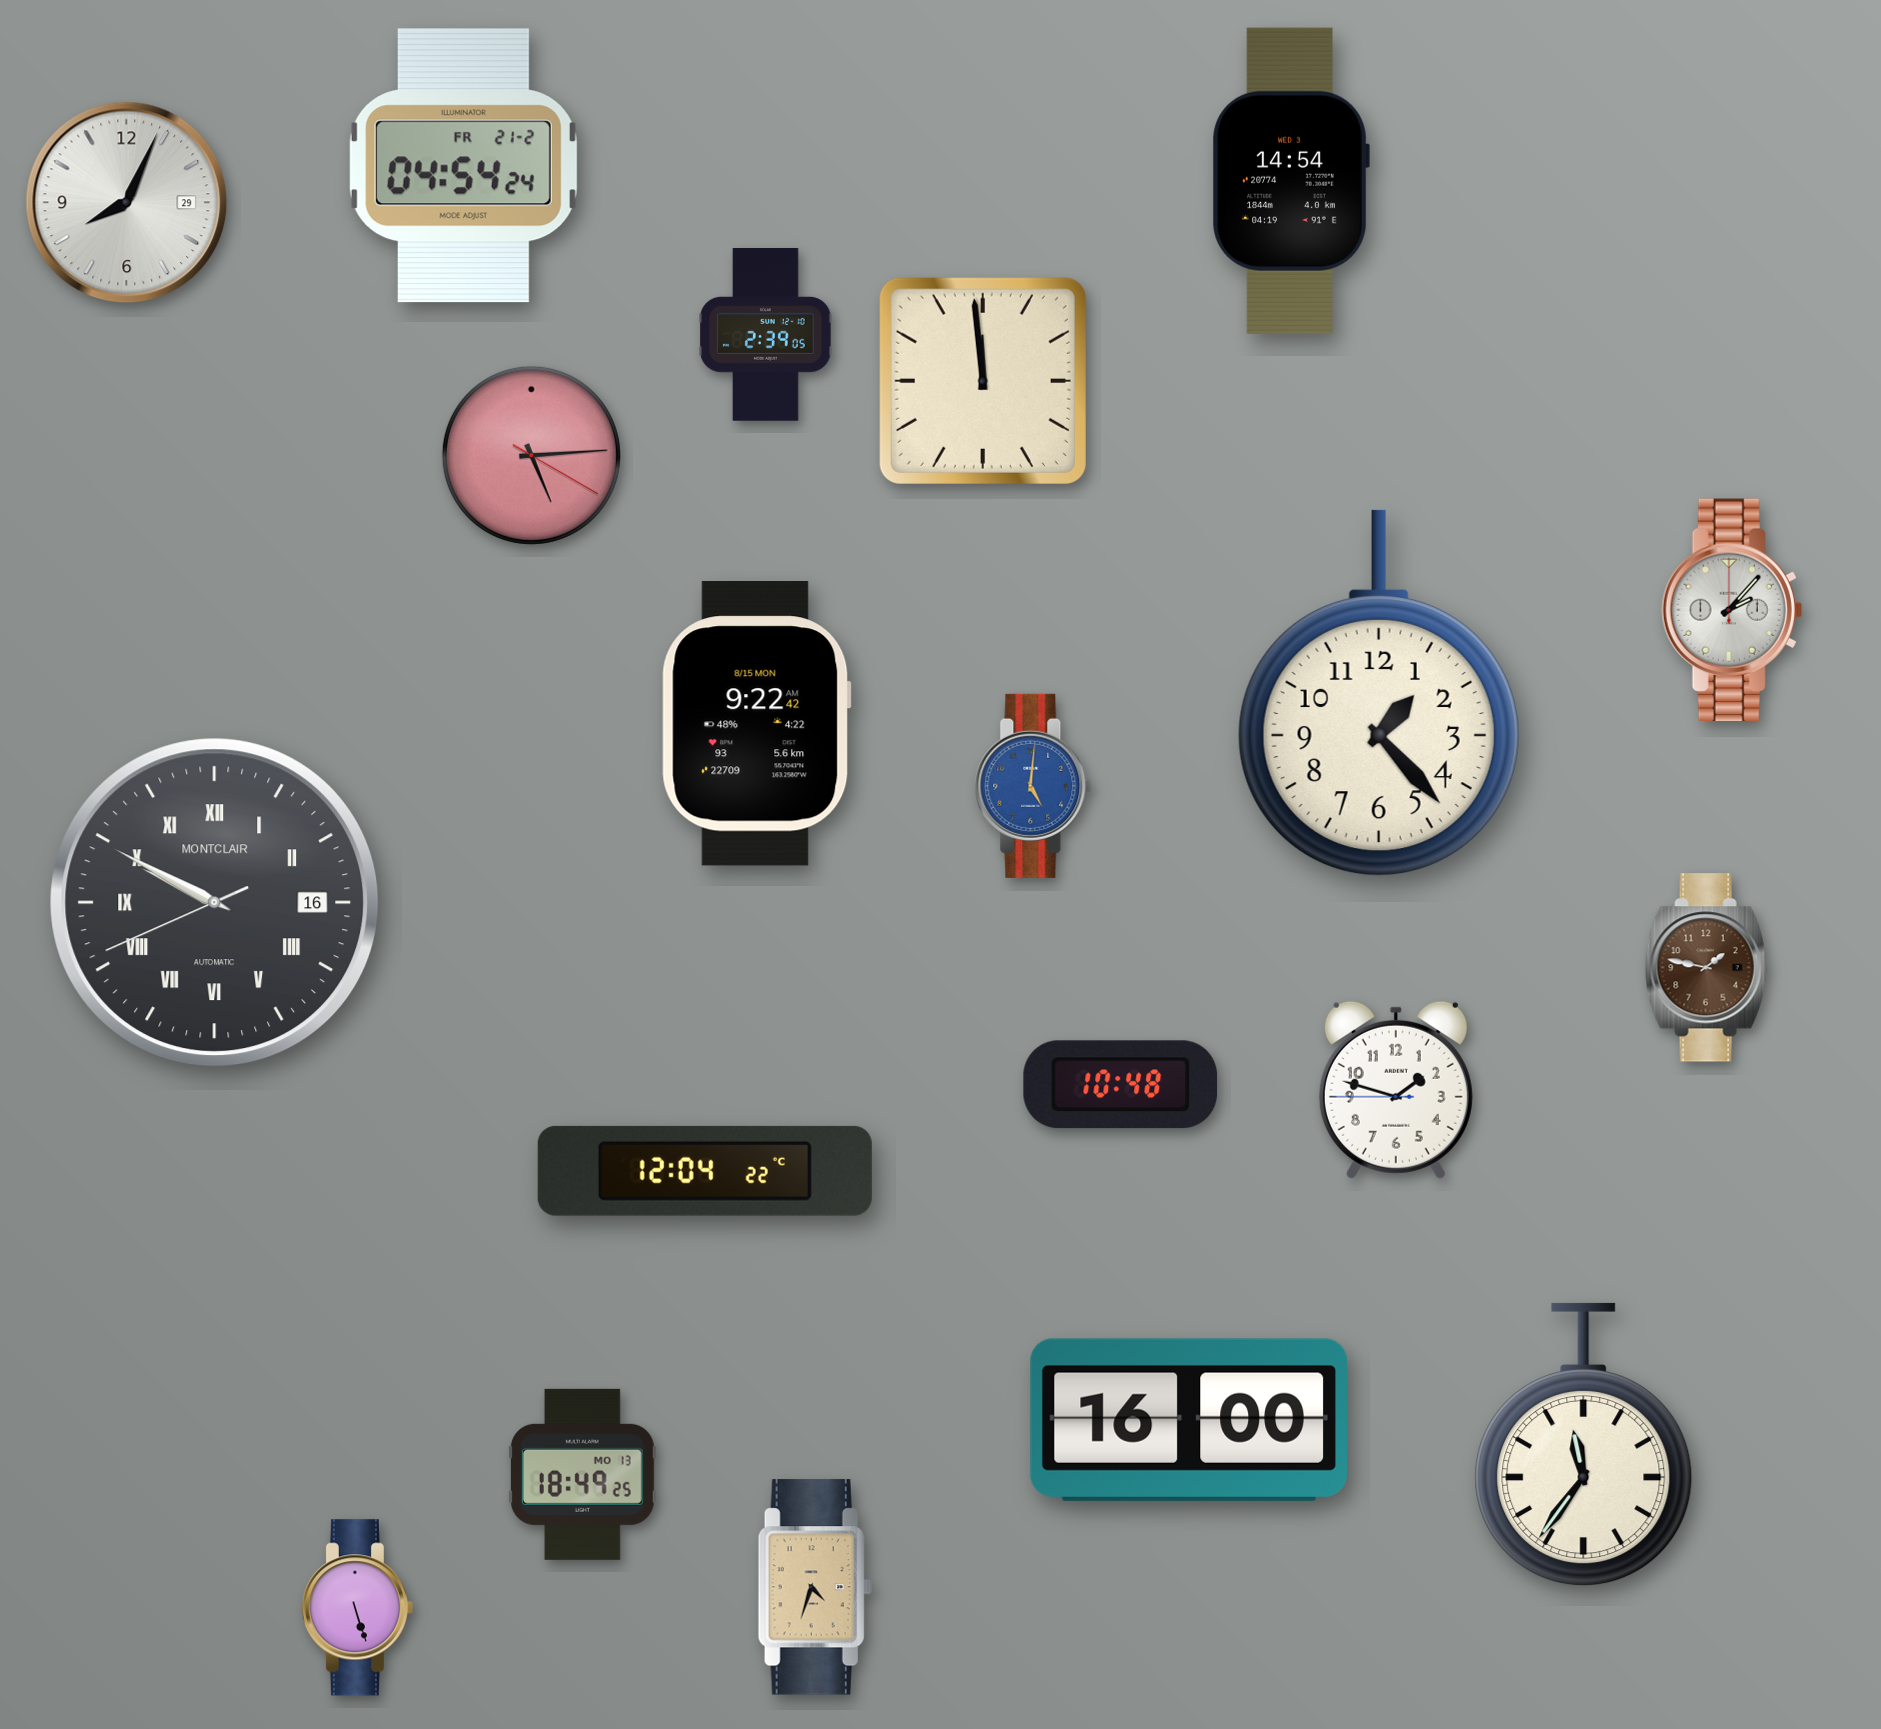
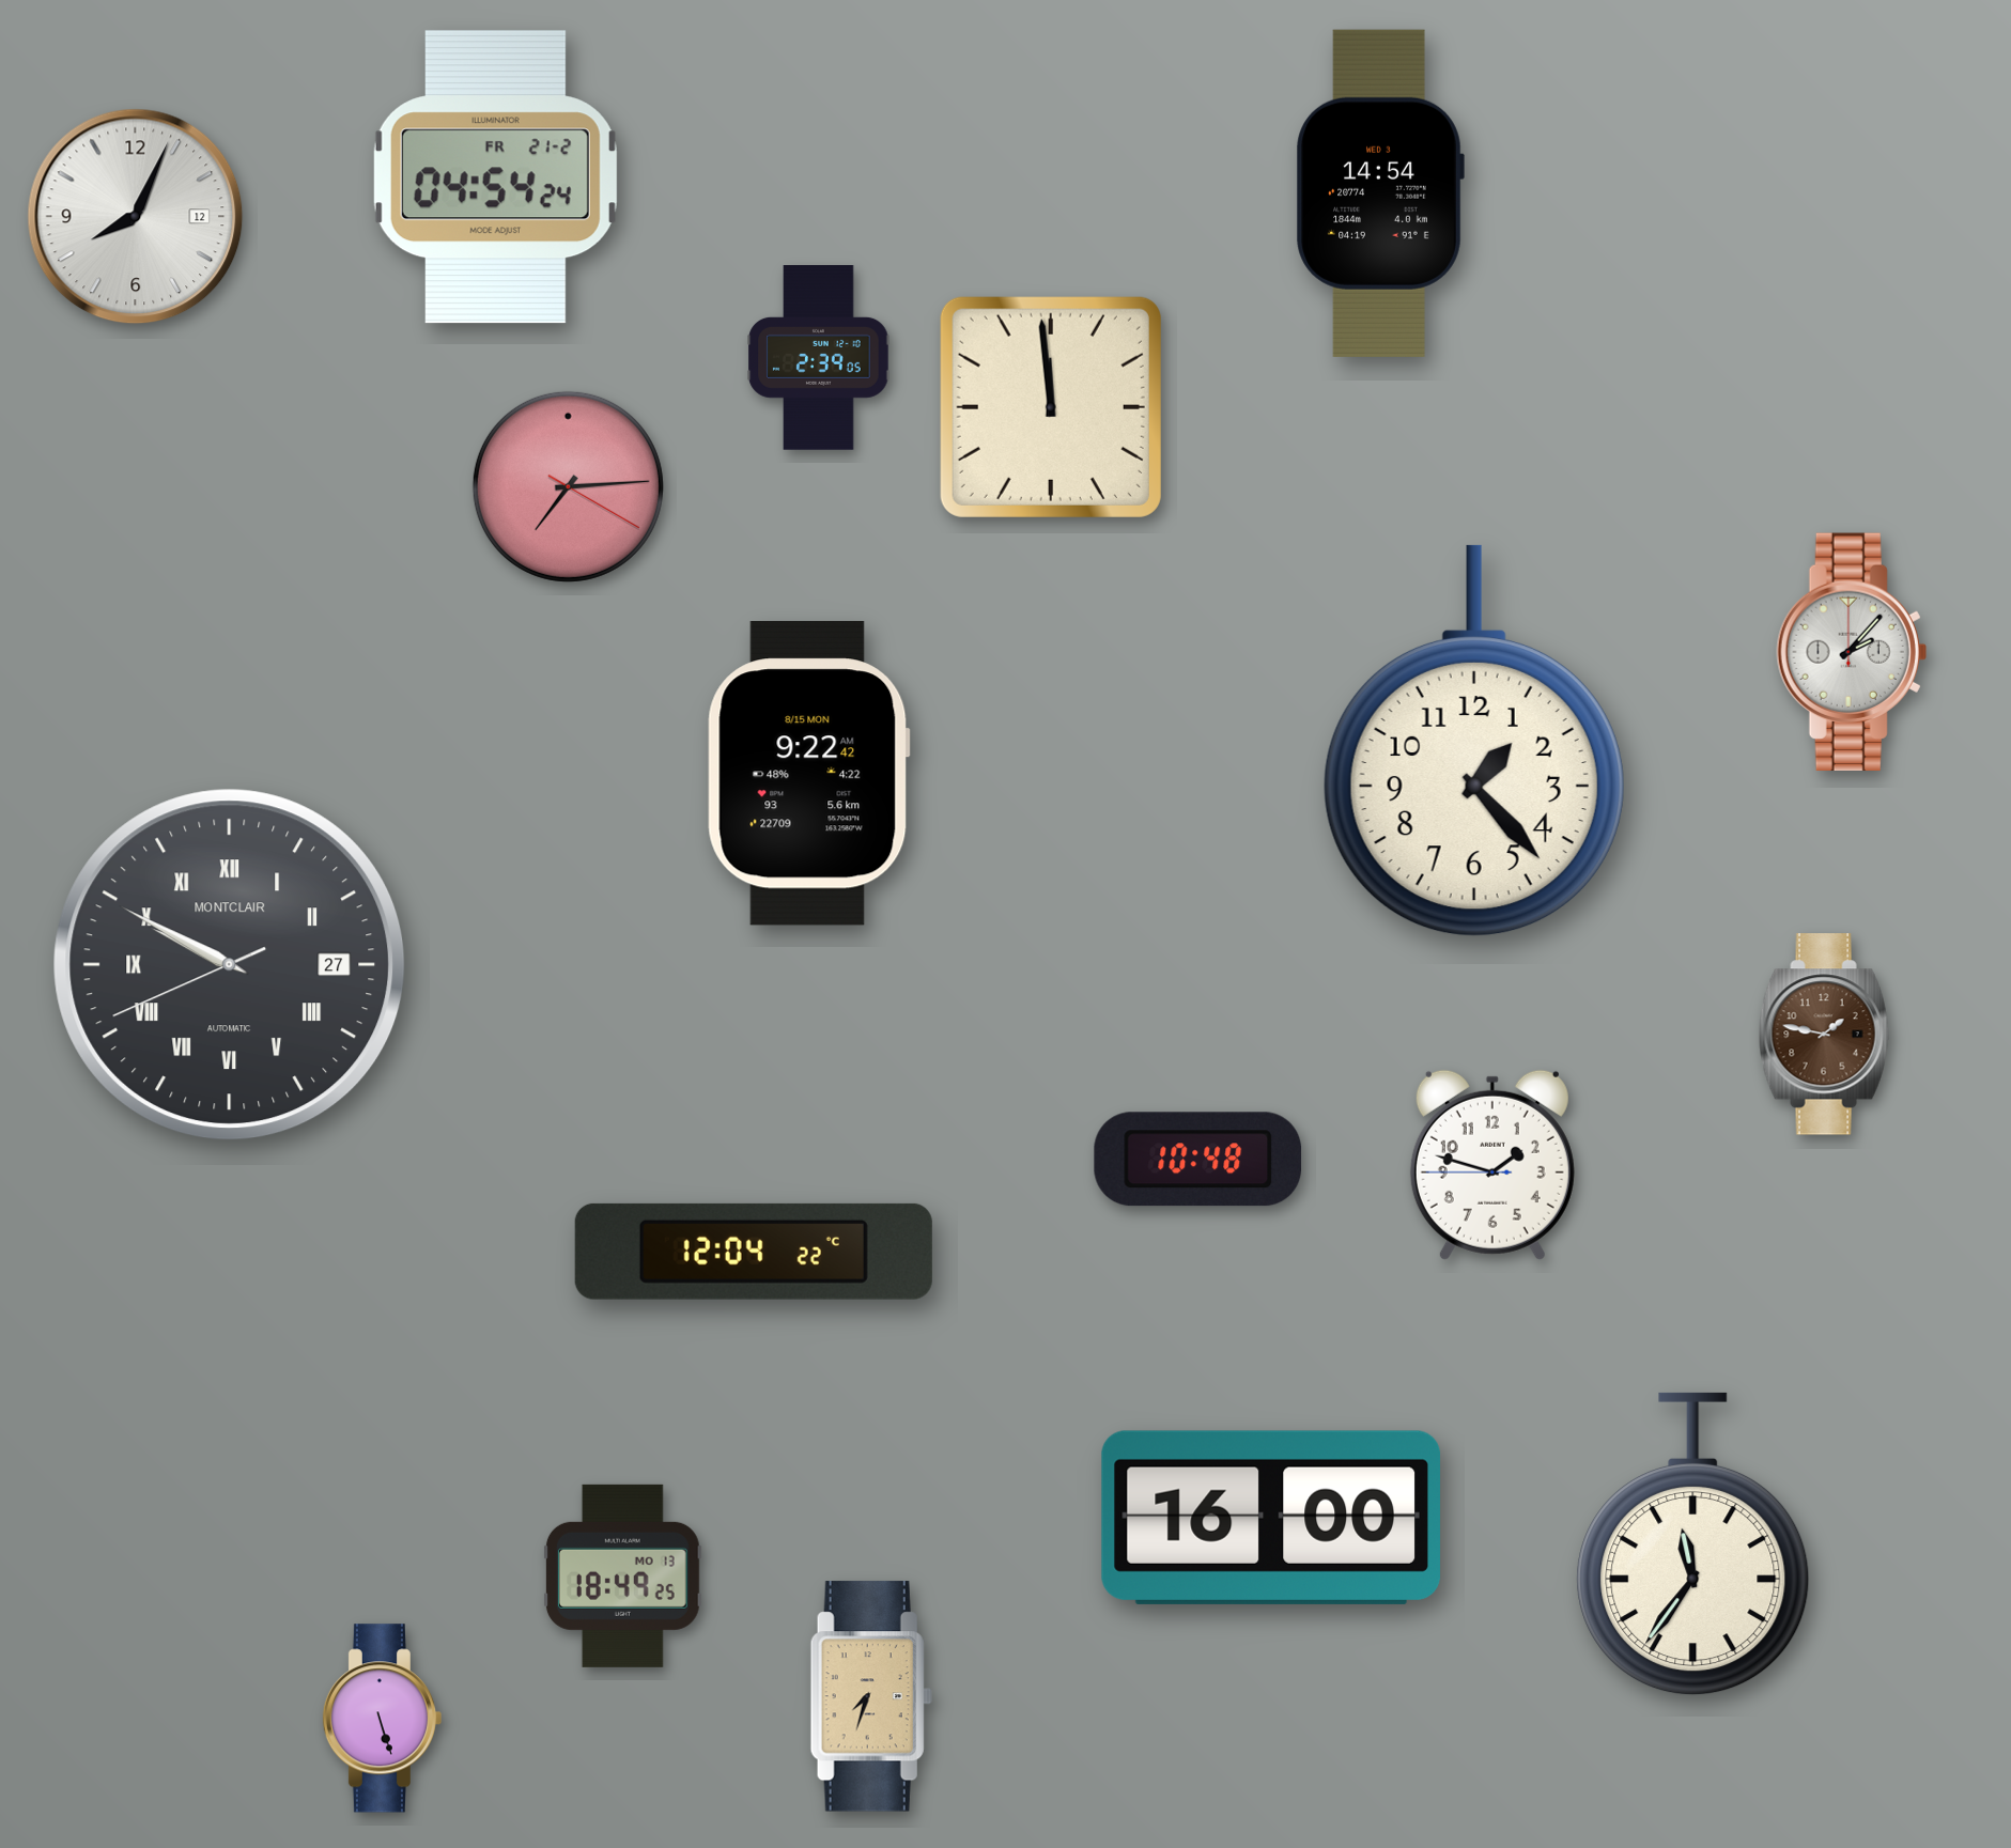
clock at (127, 203) date: 29 -> 12
clock at (531, 455): 5:14 -> 7:14
clock at (1033, 786): 5:01 -> none
clock at (215, 903) date: 16 -> 27
clock at (815, 1587): 4:33 -> 7:33
